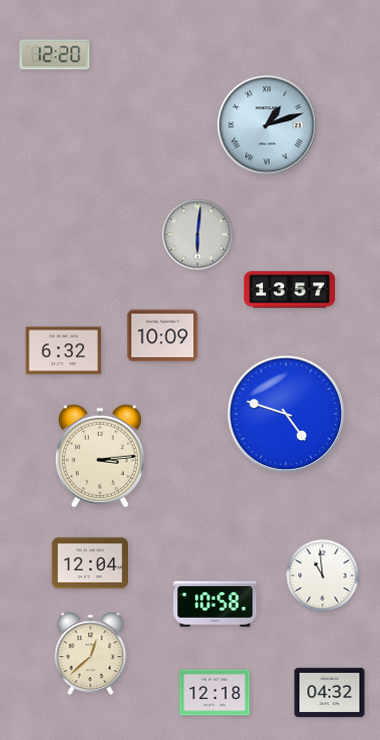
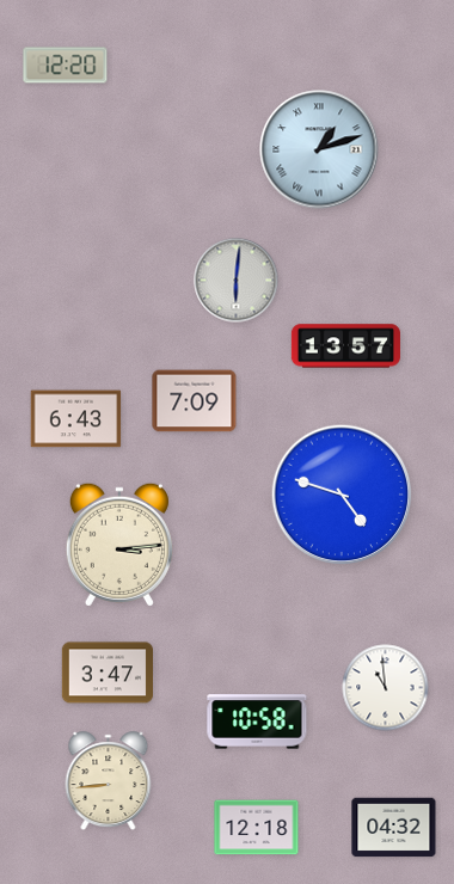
clock at (163, 336): 10:09 -> 7:09
clock at (64, 351): 6:32 -> 6:43
clock at (89, 563): 12:04 -> 3:47
clock at (91, 654): 12:38 -> 8:44
